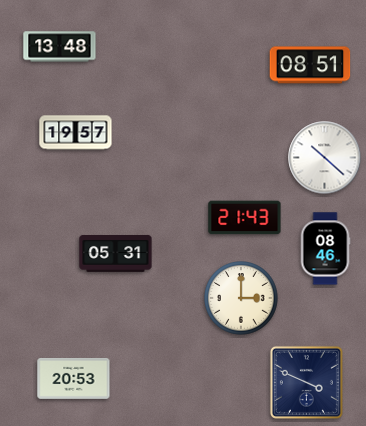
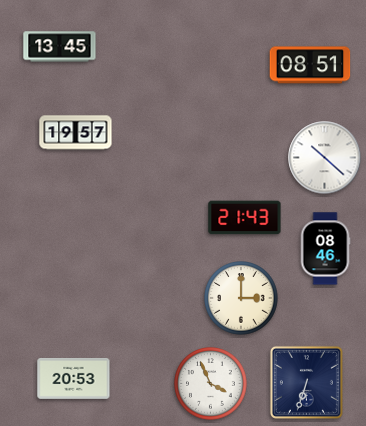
clock at (60, 47): 13:48 -> 13:45
clock at (116, 254): 05:31 -> none
clock at (306, 382): 3:49 -> 6:33
clock at (211, 384): none -> 3:56
